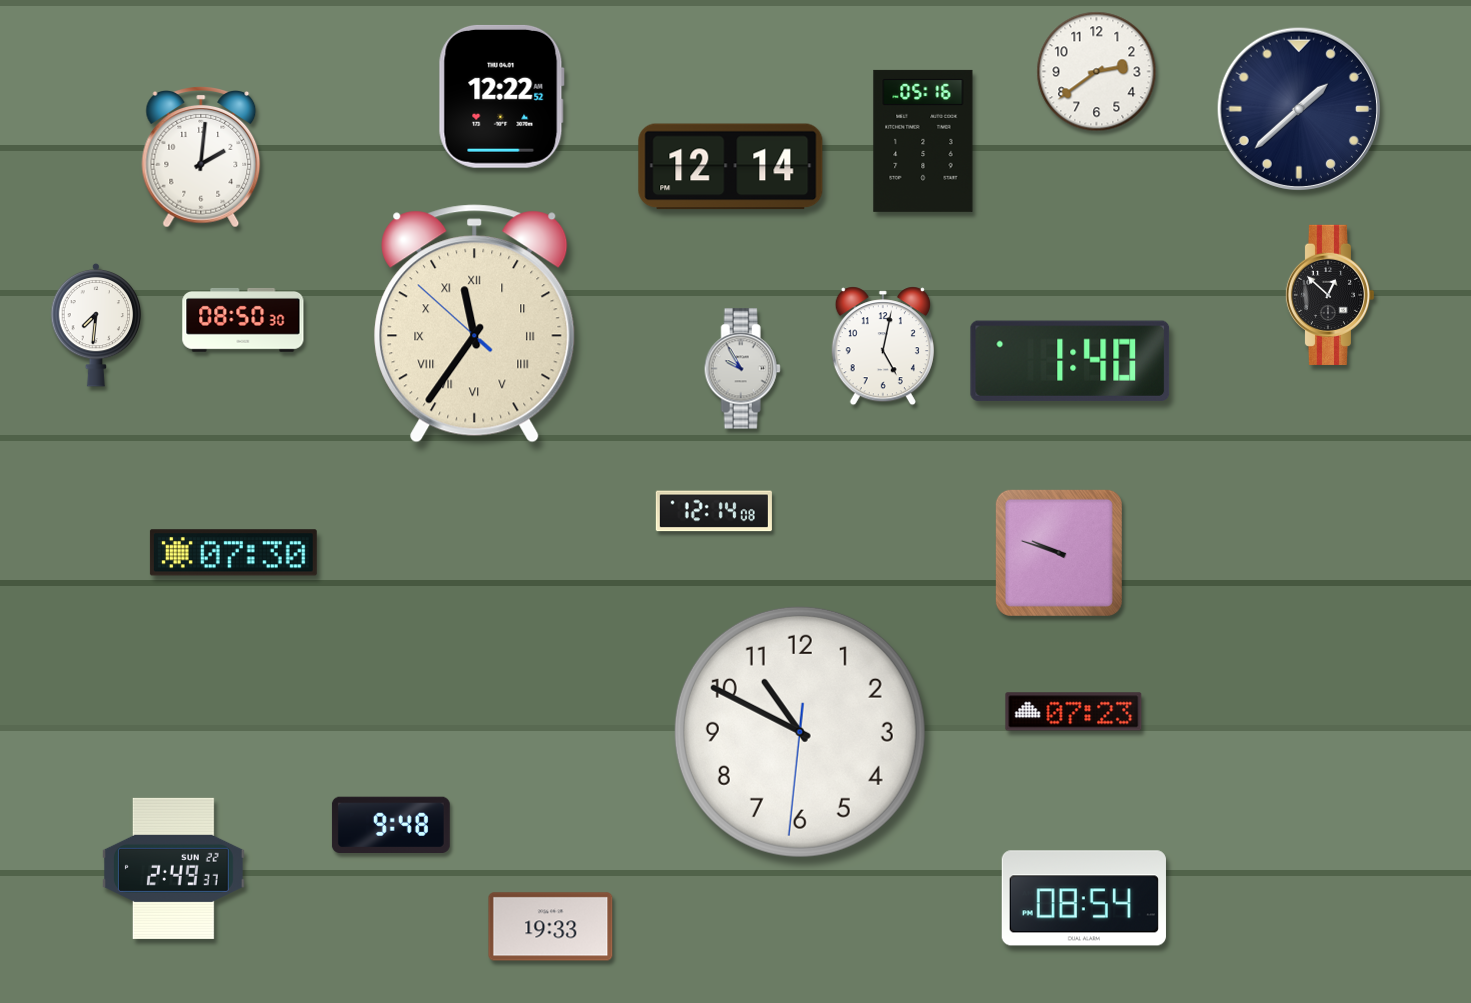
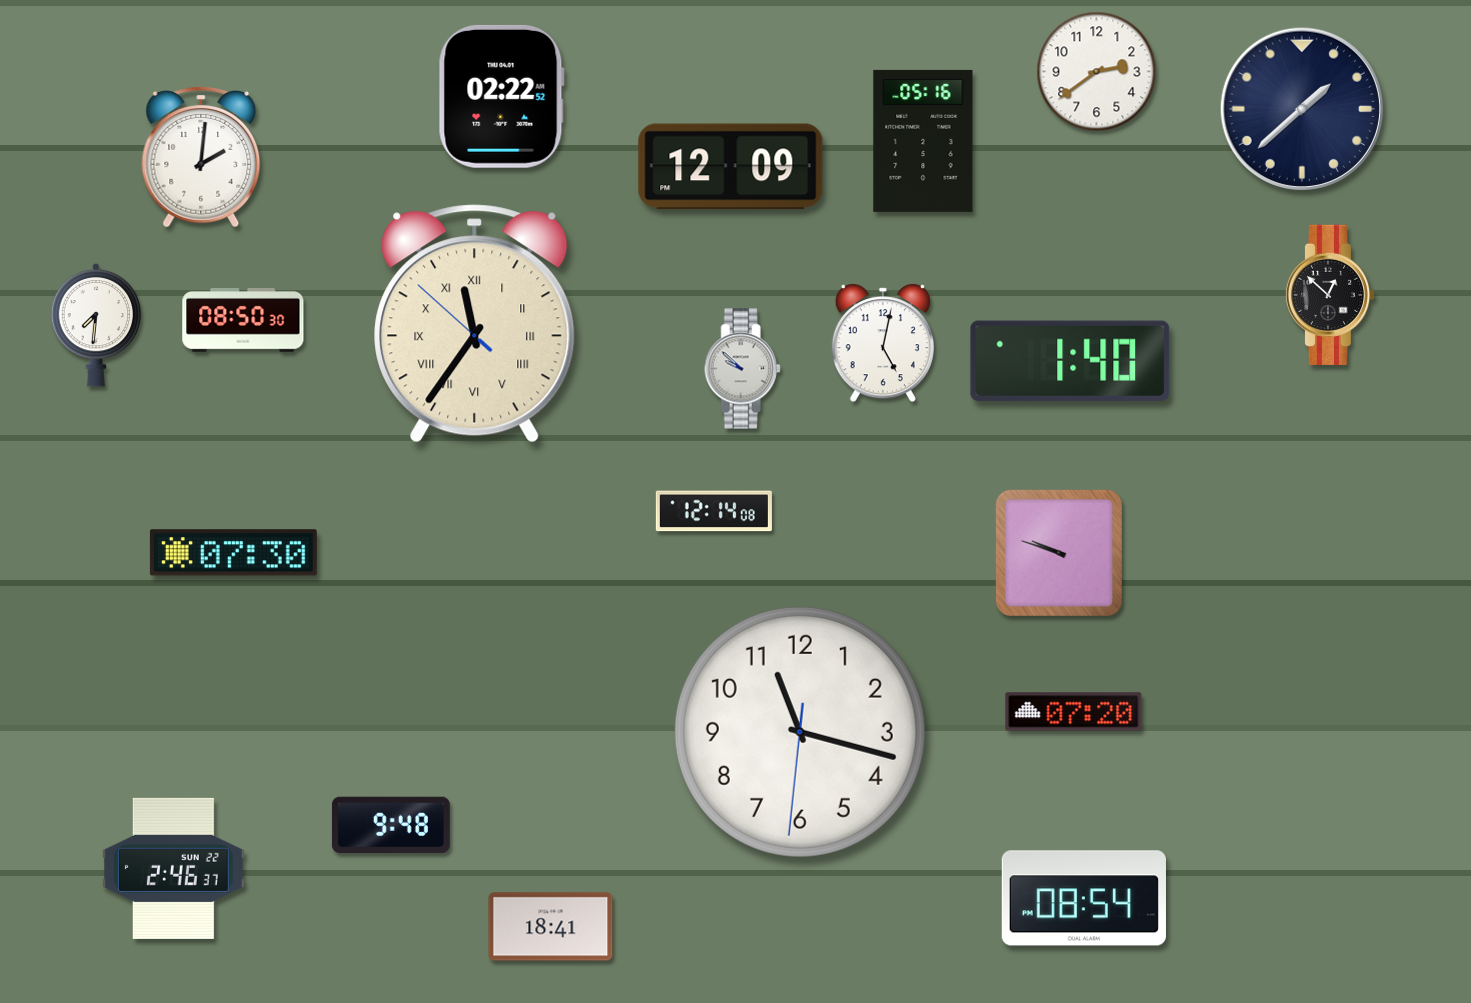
clock at (501, 96): 12:22 -> 02:22
clock at (1299, 109) position: (1299, 109) -> (1302, 109)
clock at (731, 167): 12:14 -> 12:09
clock at (883, 346) position: (883, 346) -> (883, 343)
clock at (742, 369): 9:55 -> 9:52
clock at (1074, 712): 07:23 -> 07:20
clock at (800, 732): 10:49 -> 11:17
clock at (173, 868): 2:49 -> 2:46
clock at (551, 927): 19:33 -> 18:41
